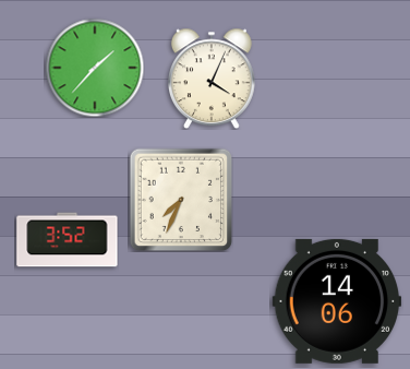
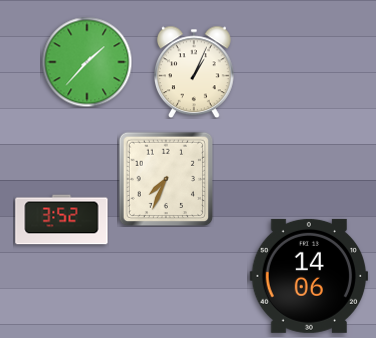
clock at (213, 79): 4:04 -> 1:04
clock at (181, 200) position: (181, 200) -> (166, 179)
